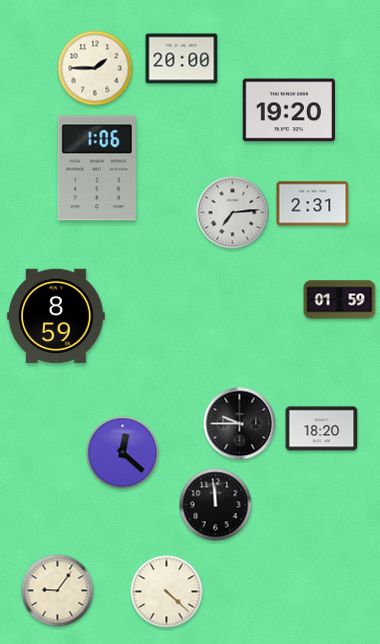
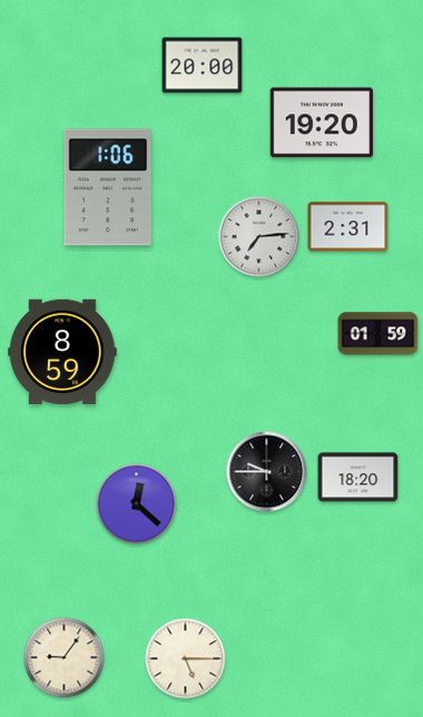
clock at (95, 68): 1:45 -> none
clock at (216, 505): 11:59 -> none
clock at (167, 592): 4:22 -> 5:15
